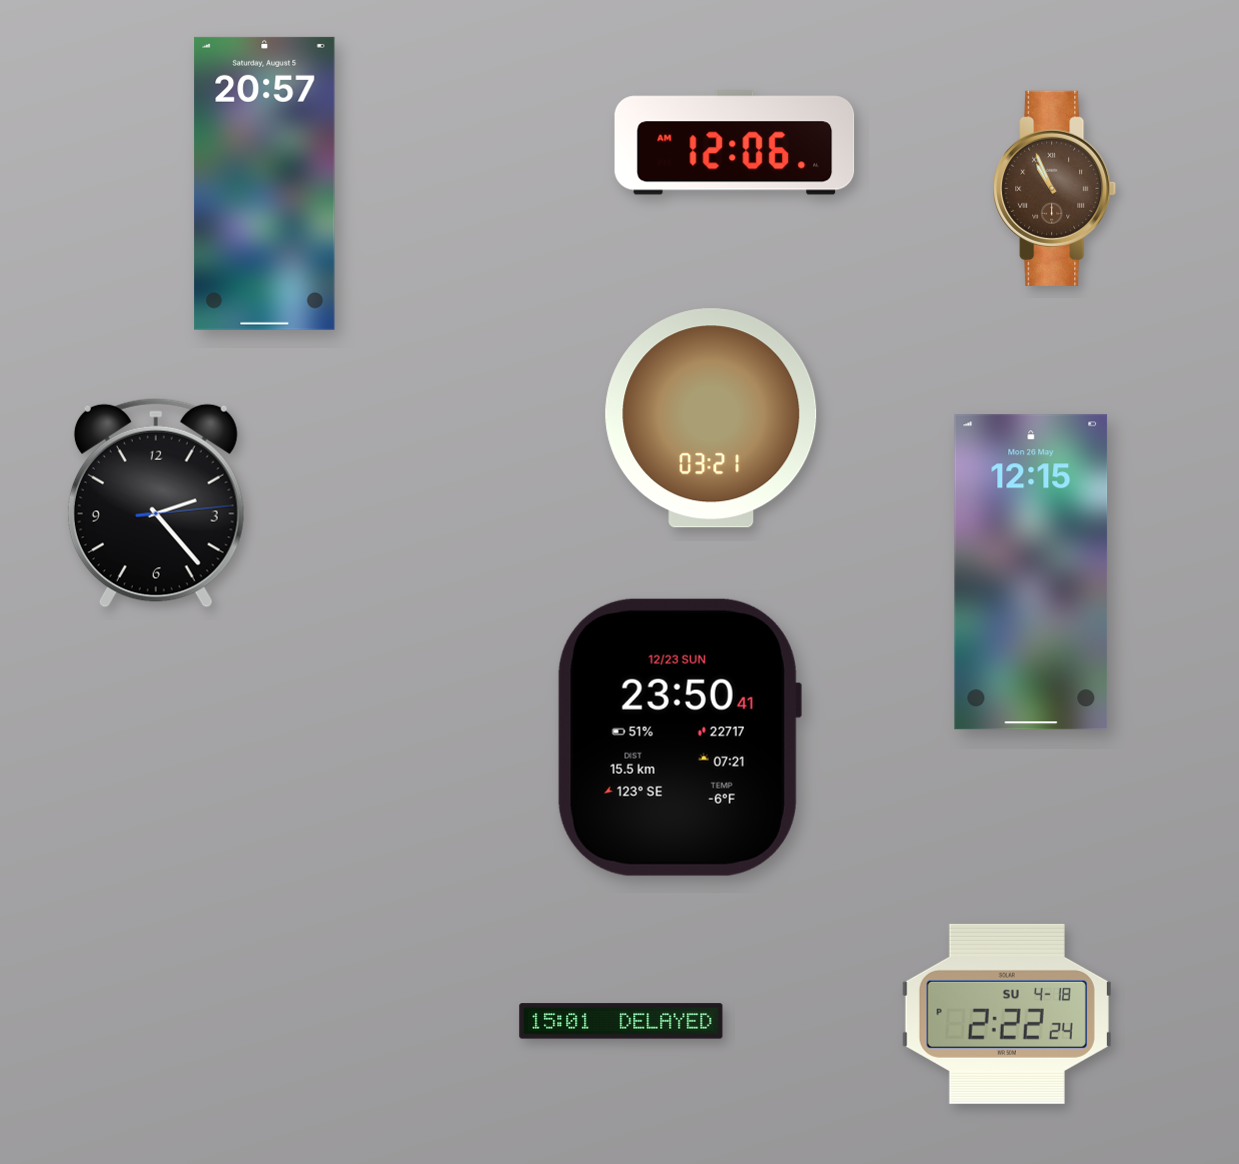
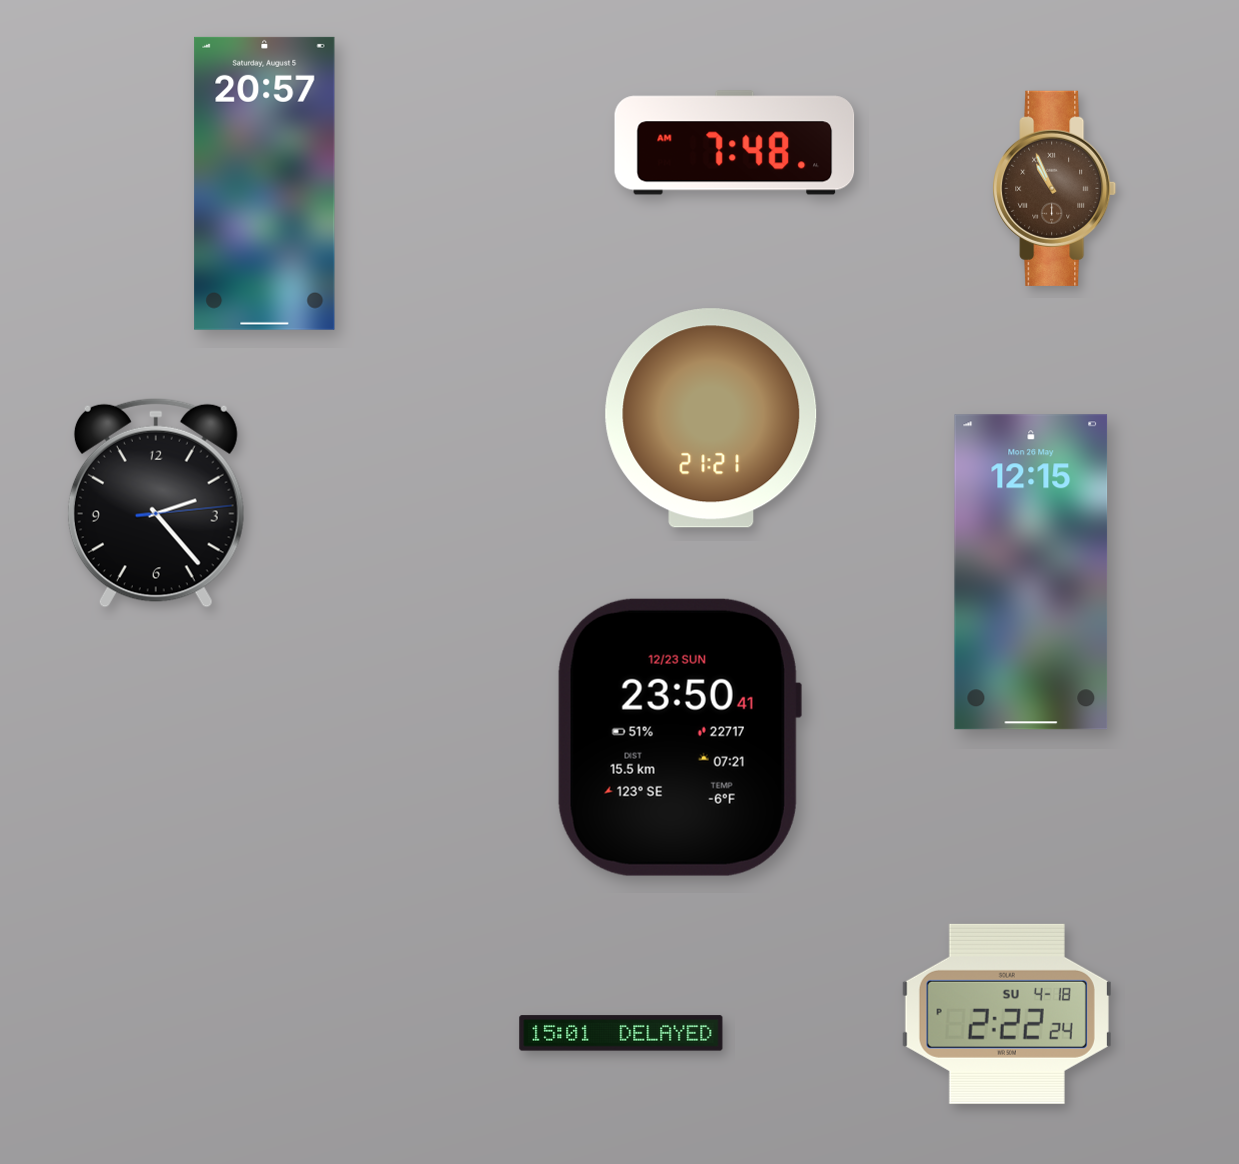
clock at (735, 143): 12:06 -> 7:48
clock at (711, 418): 03:21 -> 21:21
clock at (621, 1021) position: (621, 1021) -> (621, 1033)
